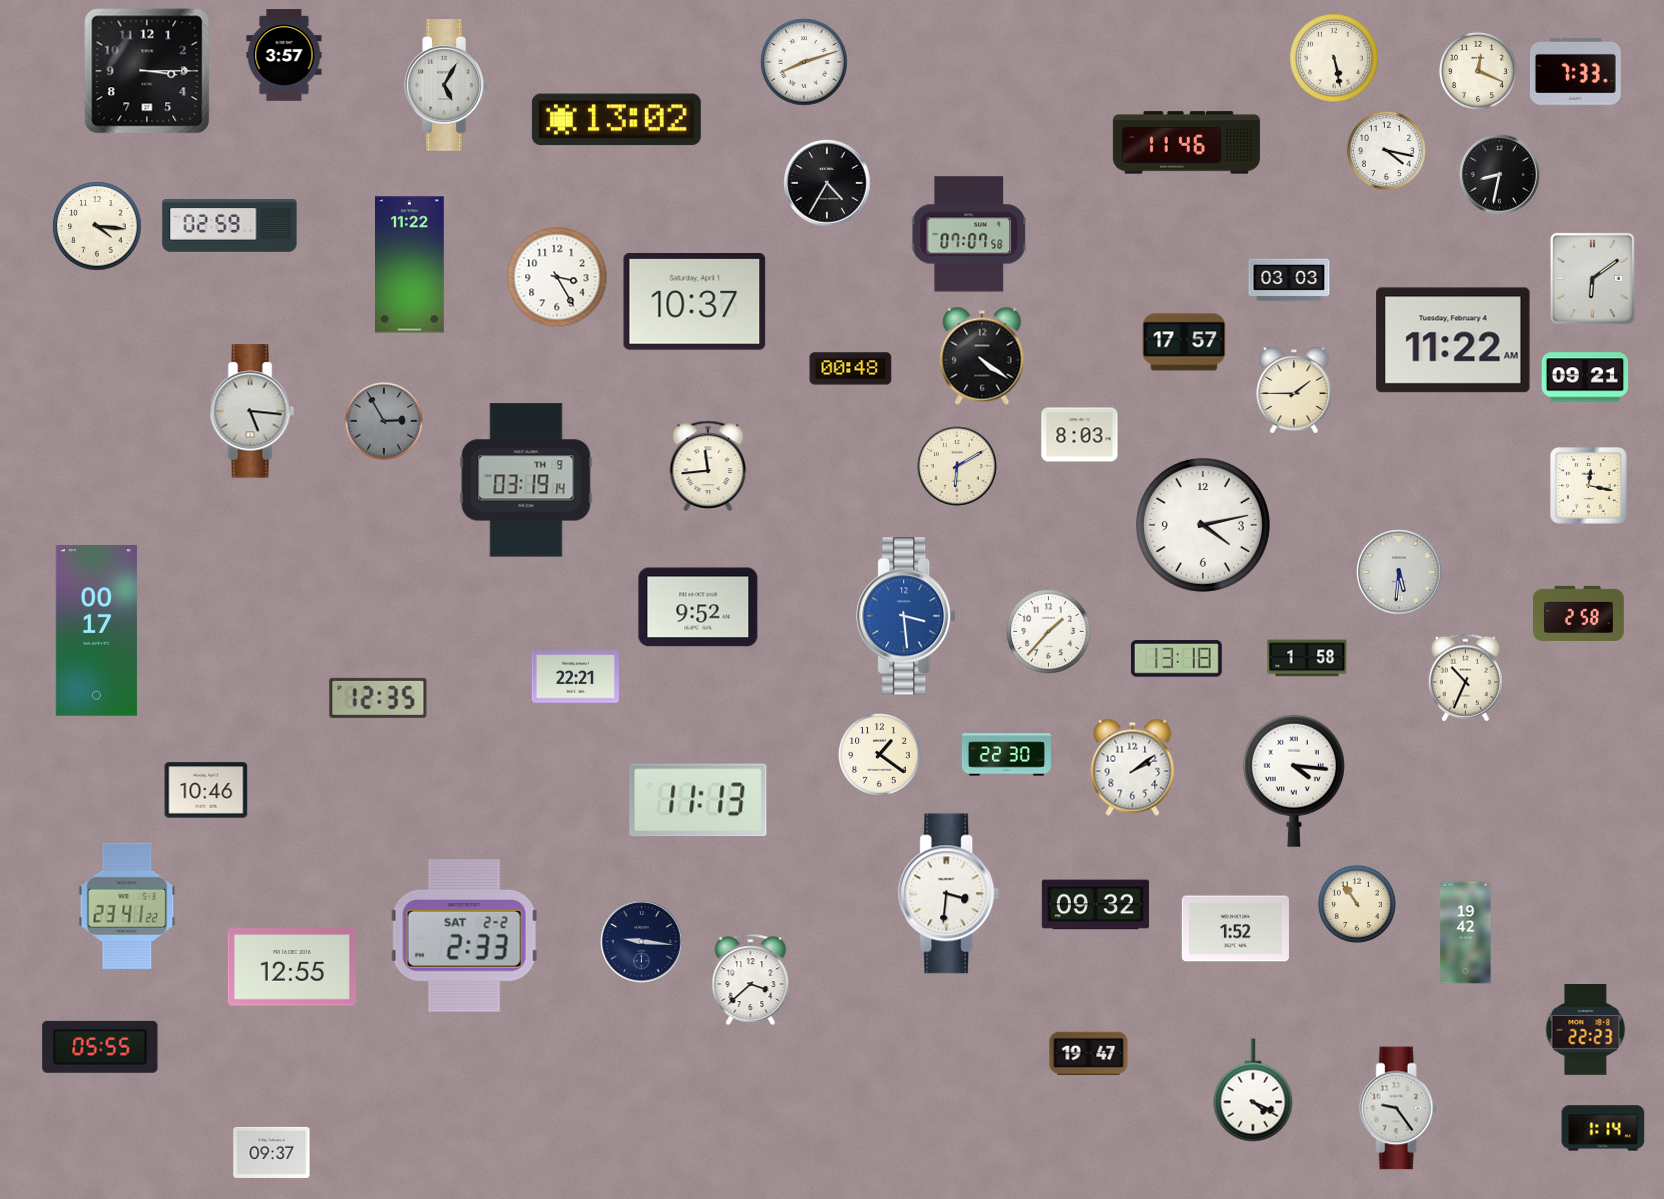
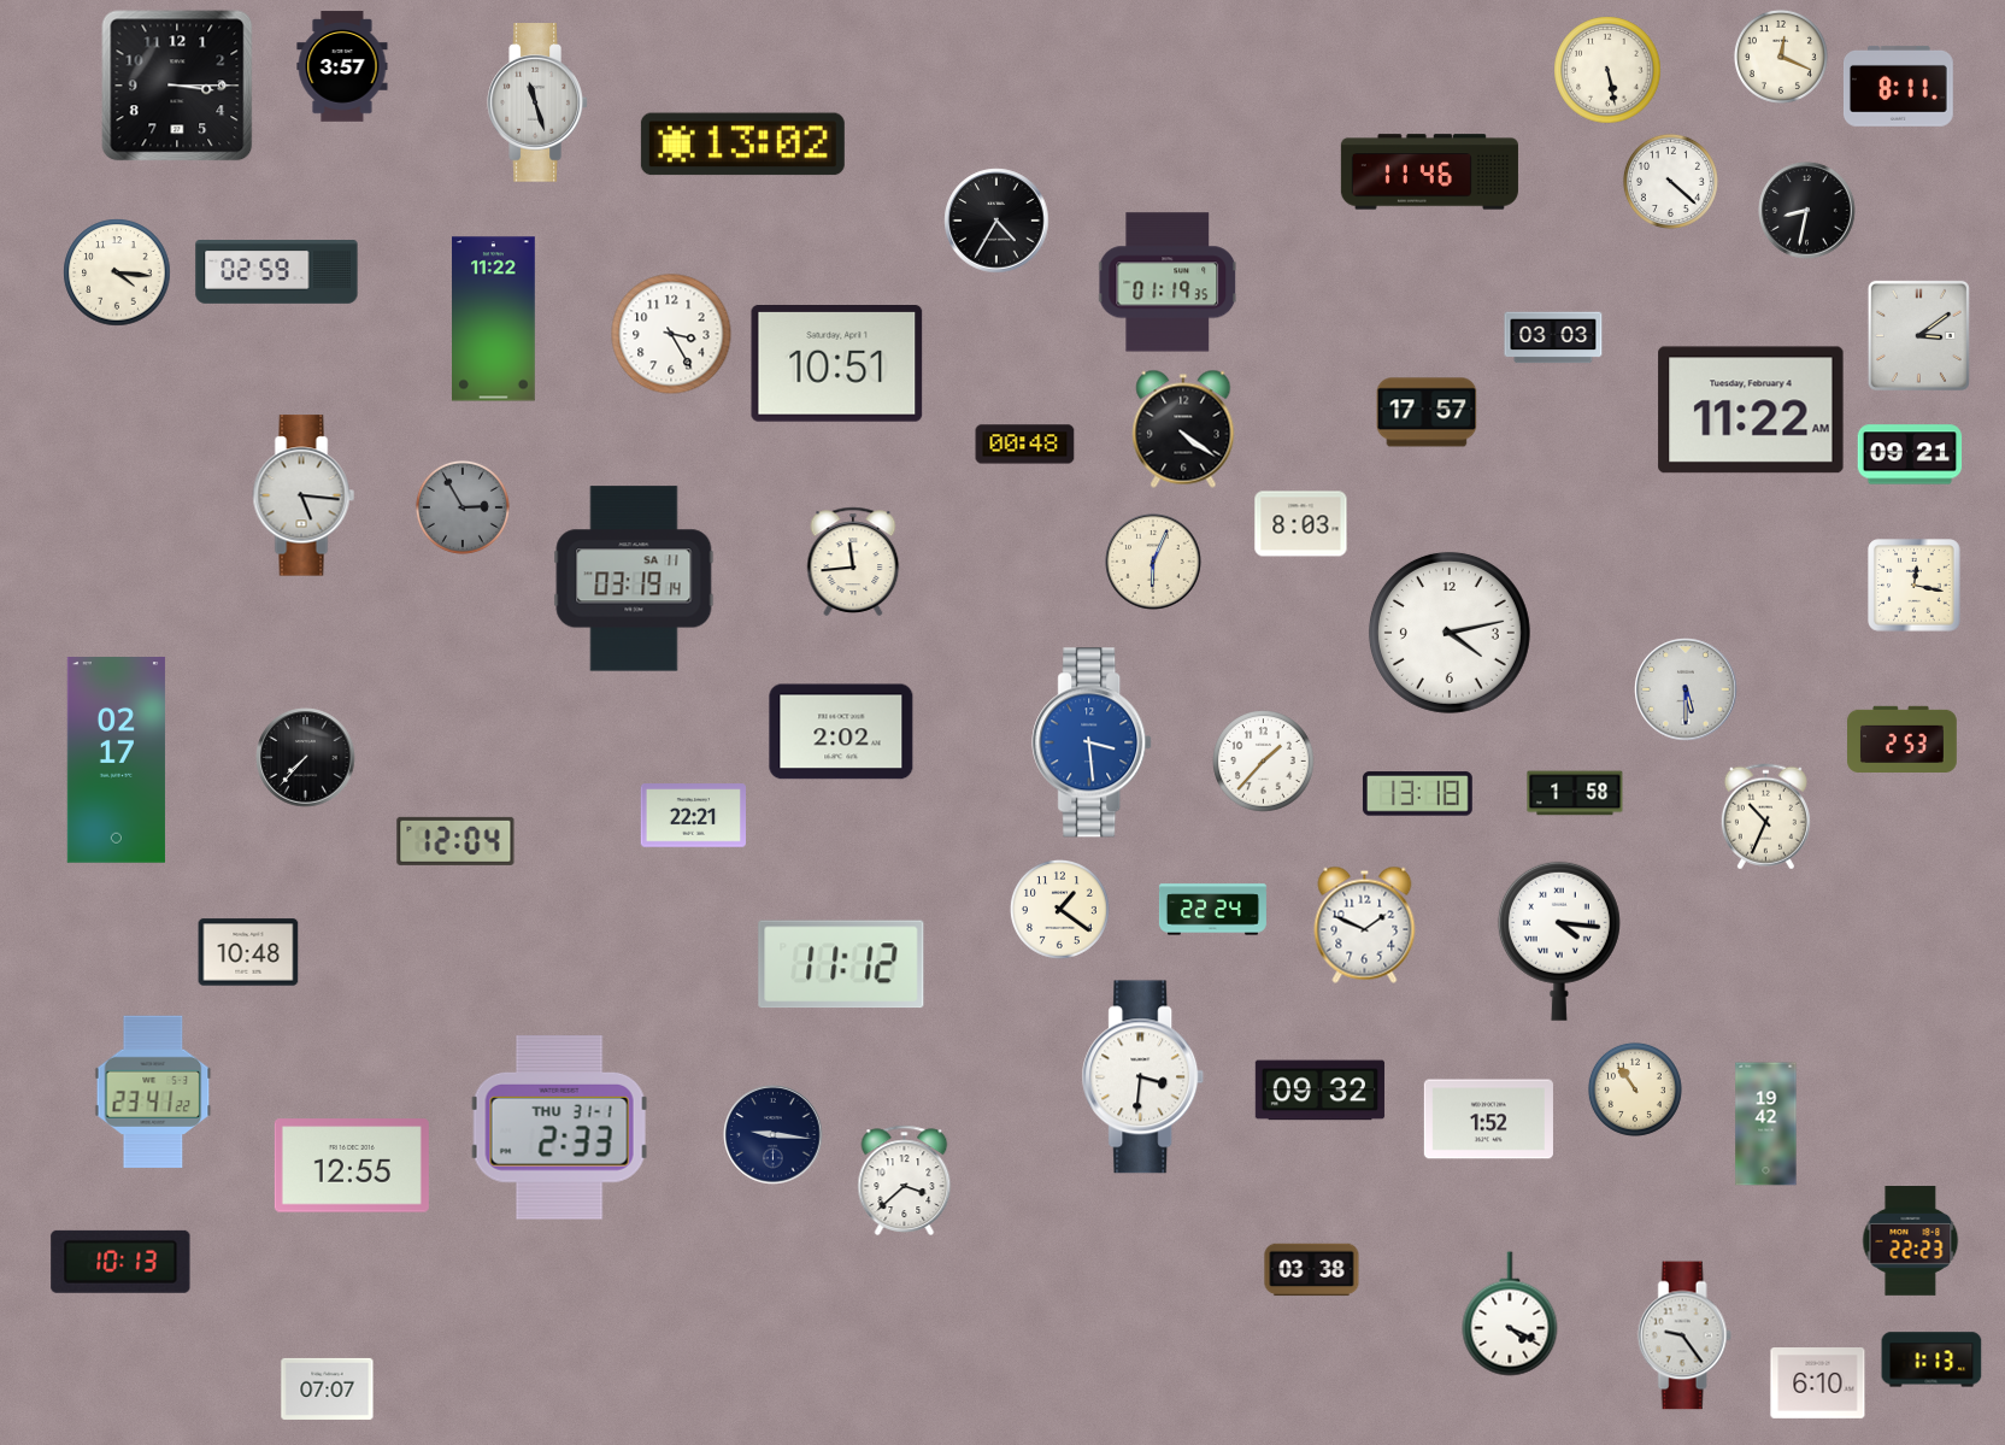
clock at (804, 62): 8:12 -> none
clock at (1478, 71) position: (1478, 71) -> (1781, 57)
clock at (1575, 71): 7:33 -> 8:11
clock at (446, 85): 5:05 -> 11:27
clock at (1386, 150): 4:17 -> 4:22
clock at (970, 234): 07:07 -> 01:19
clock at (1592, 278): 6:09 -> 3:09
clock at (695, 302): 10:37 -> 10:51
clock at (1294, 390): 1:45 -> none
clock at (957, 466): 6:10 -> 6:04
clock at (526, 480) date: TH 9 -> SA 11
clock at (1399, 572): 5:31 -> 5:30
clock at (698, 607): 9:52 -> 2:02
clock at (1579, 613): 2:58 -> 2:53
clock at (306, 758): none -> 7:37
clock at (96, 631): 00:17 -> 02:17
clock at (378, 698): 12:35 -> 12:04
clock at (1006, 755): 22:30 -> 22:24
clock at (1133, 767): 2:09 -> 1:49
clock at (206, 790): 10:46 -> 10:48
clock at (698, 800): 11:13 -> 11:12
clock at (465, 936) date: SAT 2-2 -> THU 31-1
clock at (100, 1047): 05:55 -> 10:13
clock at (1089, 1054): 19:47 -> 03:38
clock at (1603, 1128): 1:14 -> 1:13
clock at (1818, 1384): none -> 6:10
clock at (272, 1152): 09:37 -> 07:07
